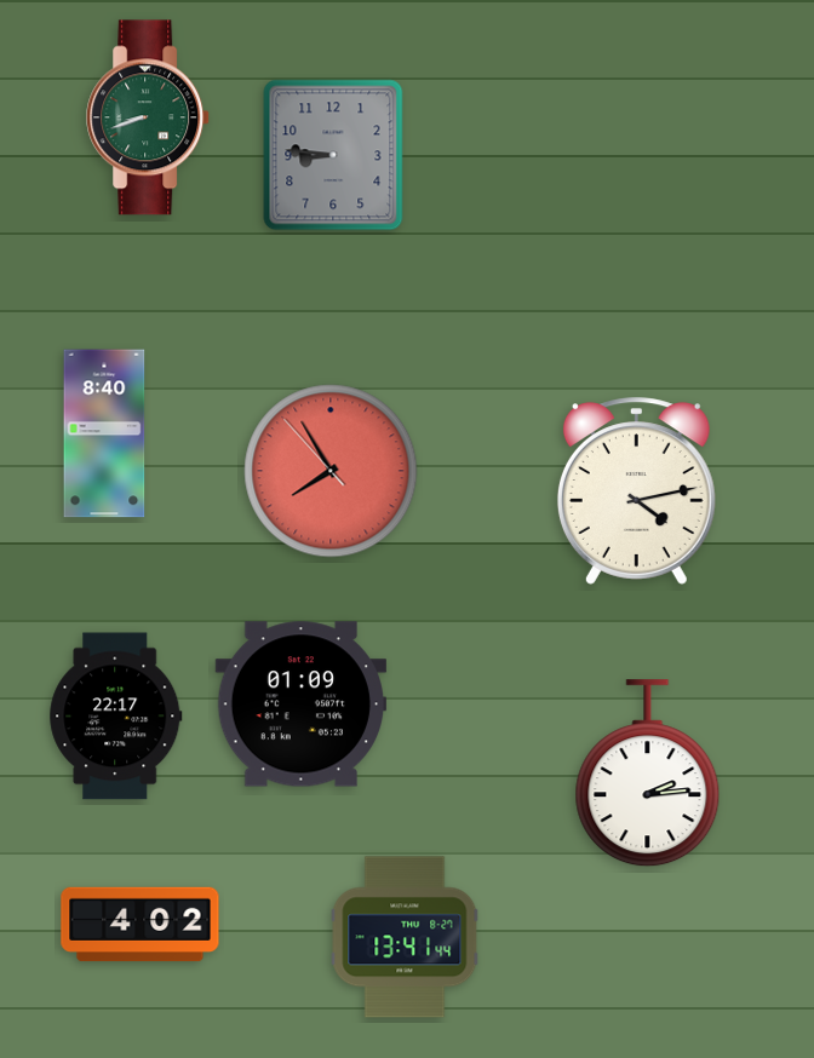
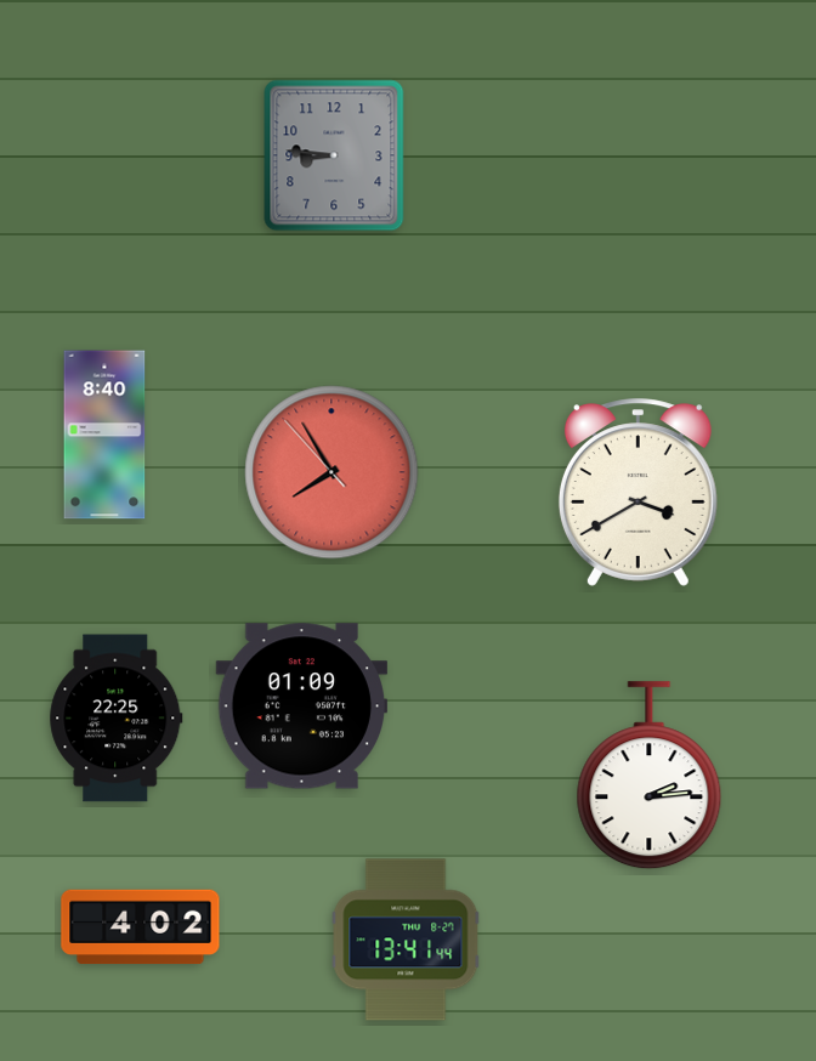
clock at (149, 117): 8:42 -> none
clock at (636, 491): 4:13 -> 3:40
clock at (116, 717): 22:17 -> 22:25
